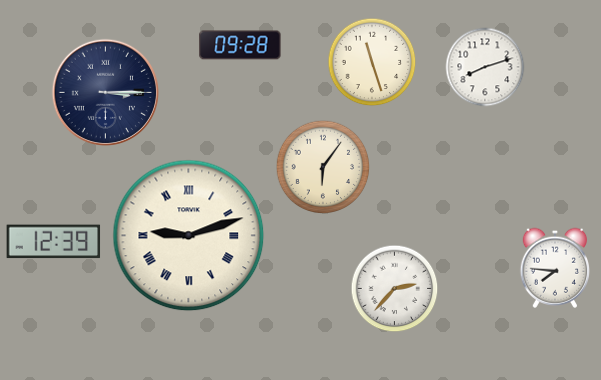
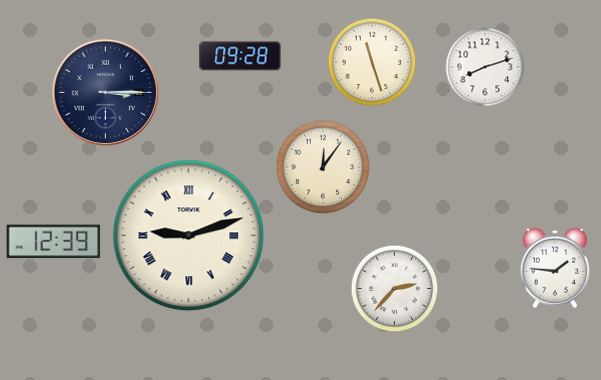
clock at (240, 45) position: (240, 45) -> (240, 56)
clock at (323, 167): 6:06 -> 12:06
clock at (554, 268): 7:46 -> 1:46
